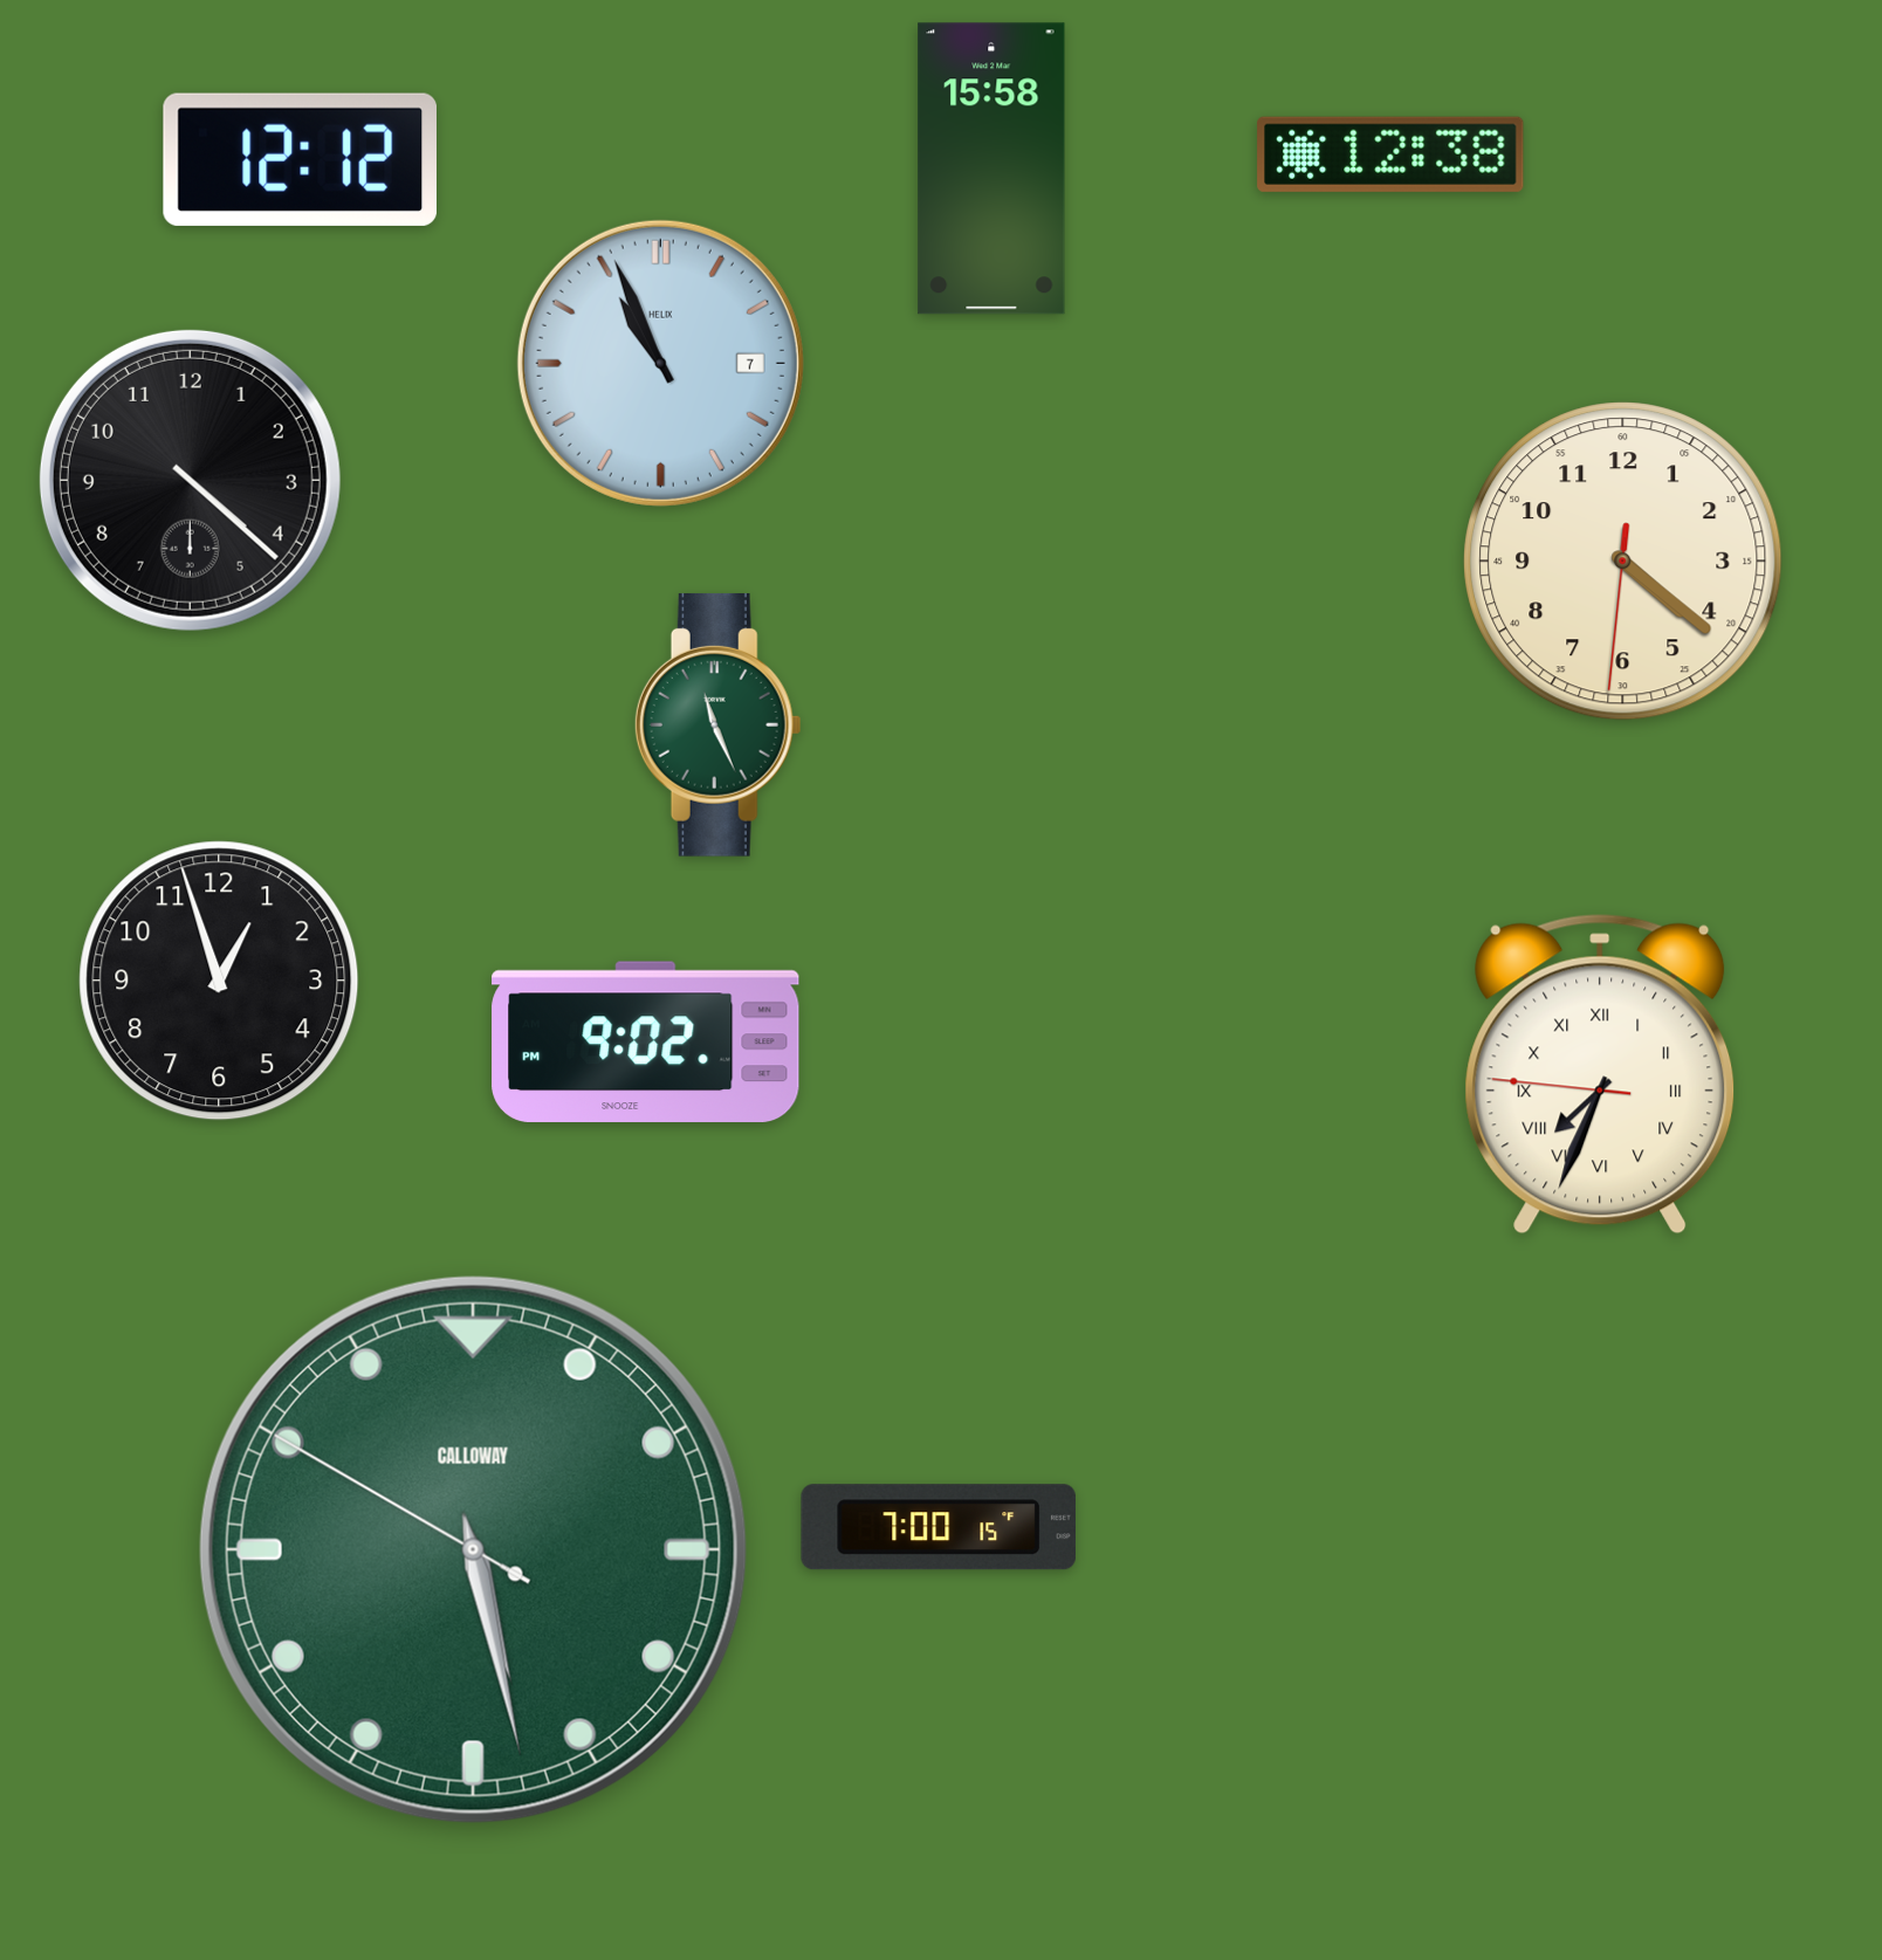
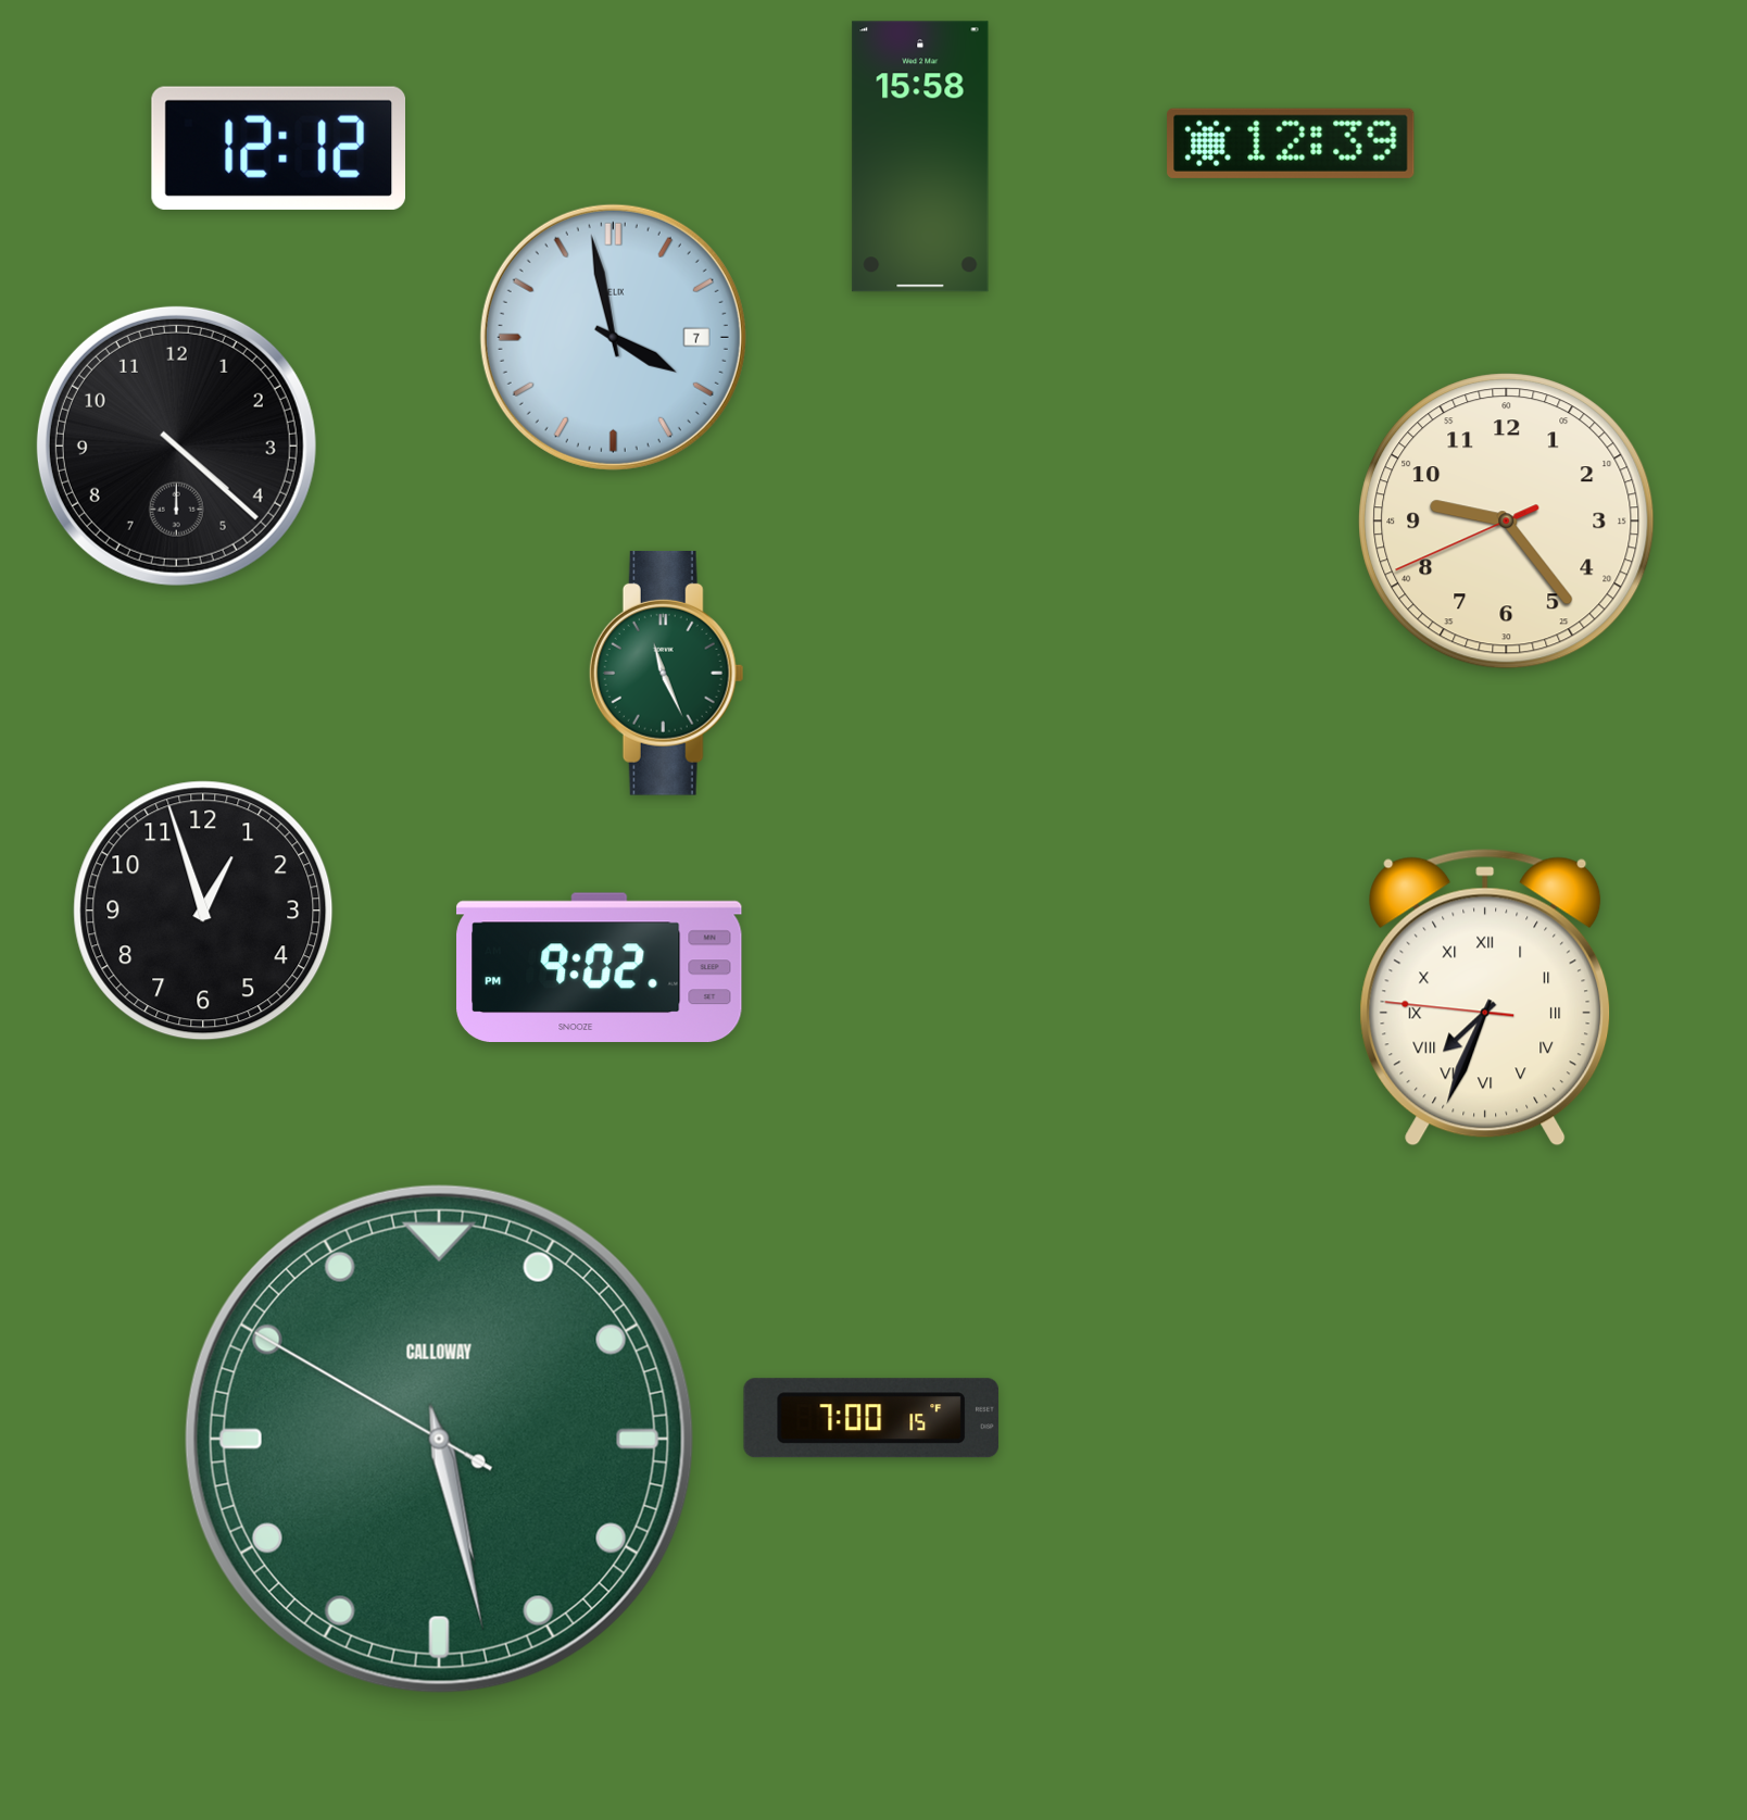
clock at (1390, 154): 12:38 -> 12:39
clock at (660, 363): 10:56 -> 3:58
clock at (1623, 562): 4:21 -> 9:23
